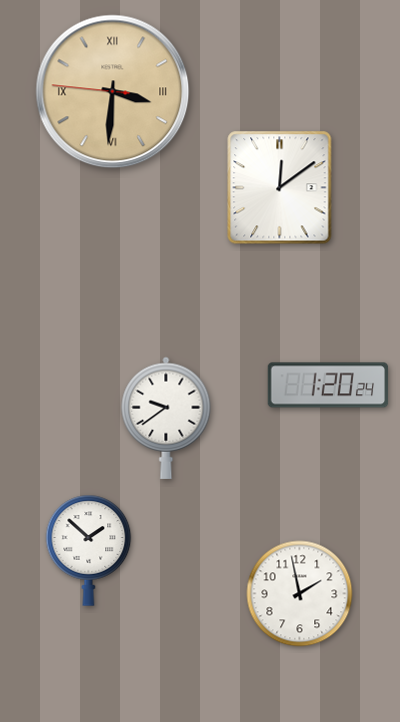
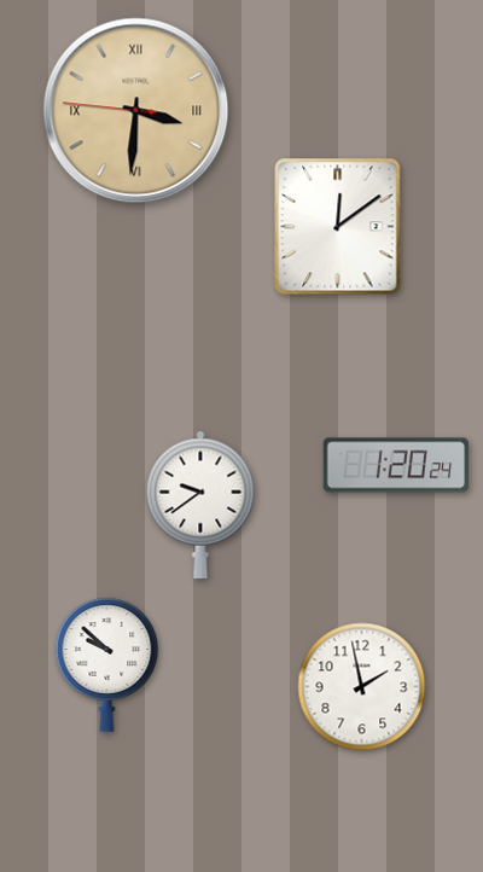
clock at (89, 550): 1:52 -> 9:52
clock at (300, 594) position: (300, 594) -> (362, 687)
